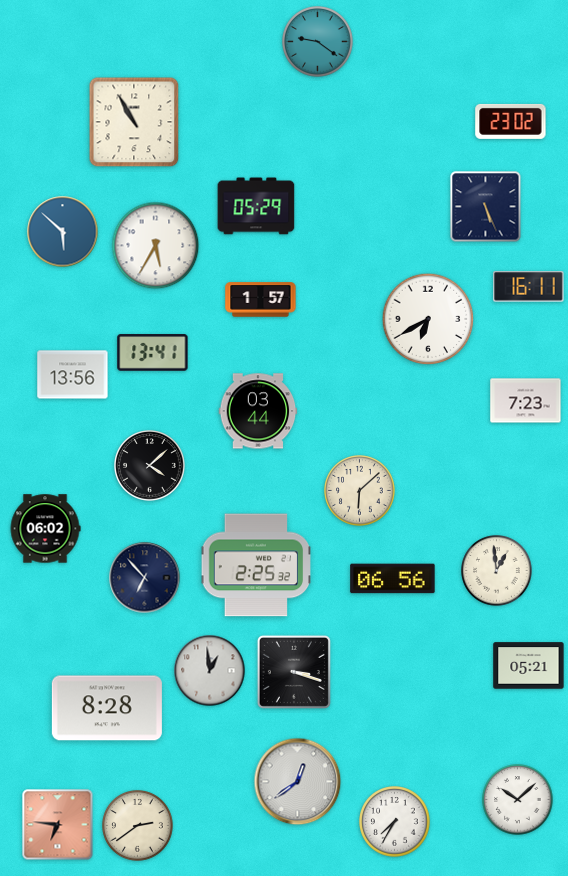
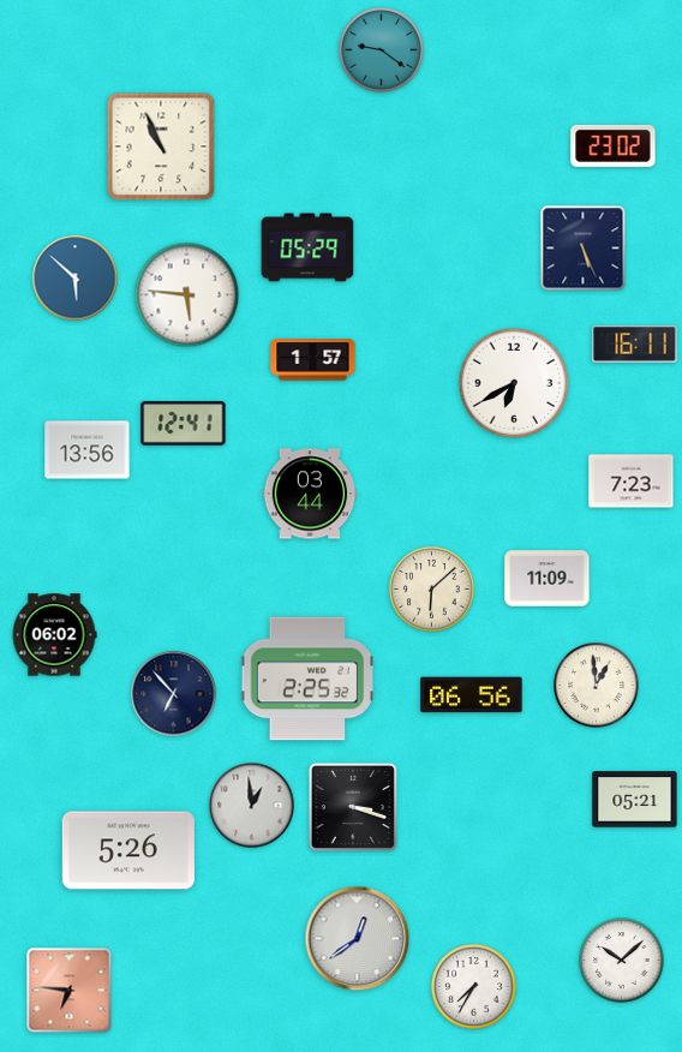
clock at (134, 122): 10:55 -> 10:56
clock at (156, 246): 5:35 -> 5:46
clock at (153, 353): 13:41 -> 12:41
clock at (150, 466): 4:08 -> none
clock at (548, 579): none -> 11:09
clock at (107, 708): 8:28 -> 5:26
clock at (138, 826): 2:39 -> none
